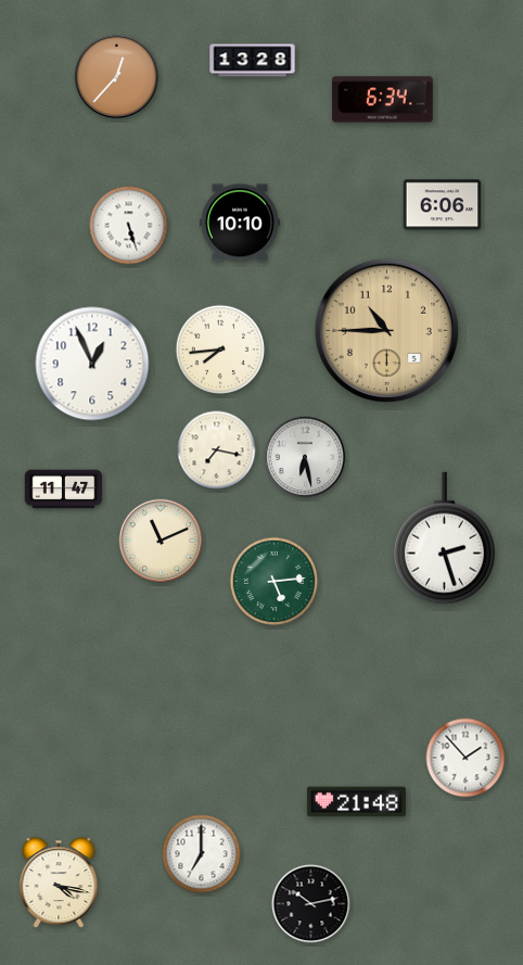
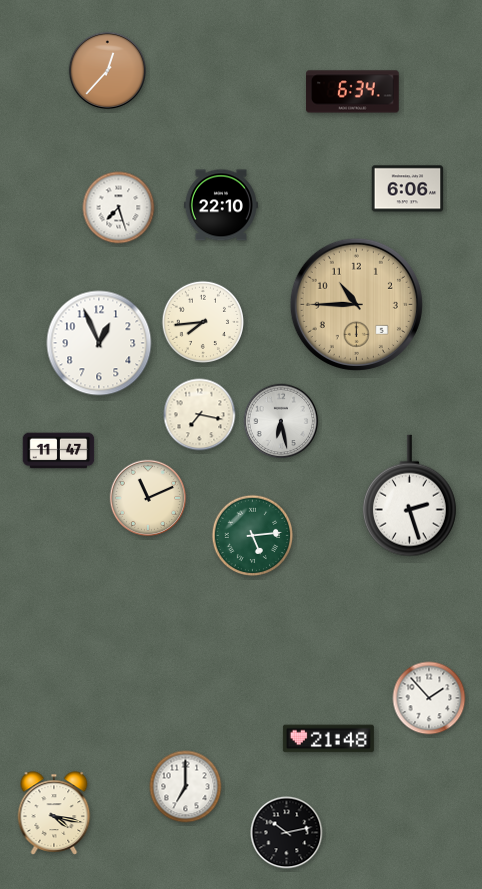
clock at (253, 61): 13:28 -> none
clock at (240, 223): 10:10 -> 22:10
clock at (129, 226): 5:27 -> 7:27
clock at (92, 364) position: (92, 364) -> (99, 343)
